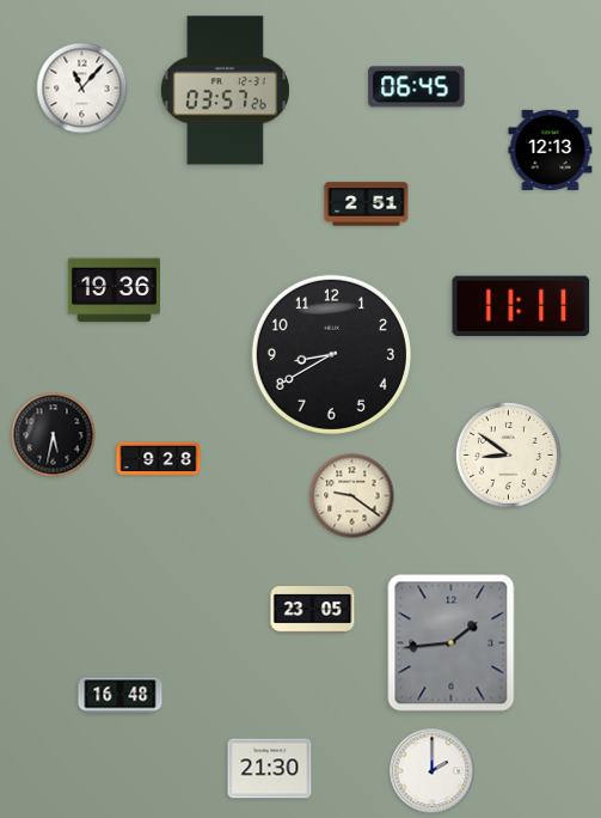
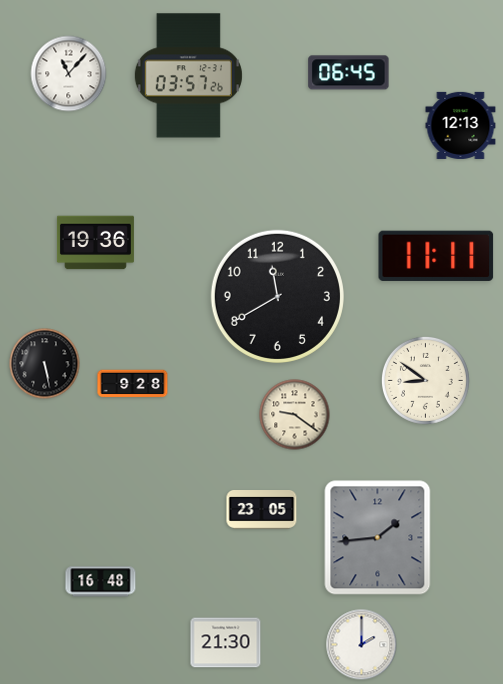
clock at (367, 204): 2:51 -> none
clock at (331, 354): 8:40 -> 11:40
clock at (54, 435): 5:32 -> 5:28
